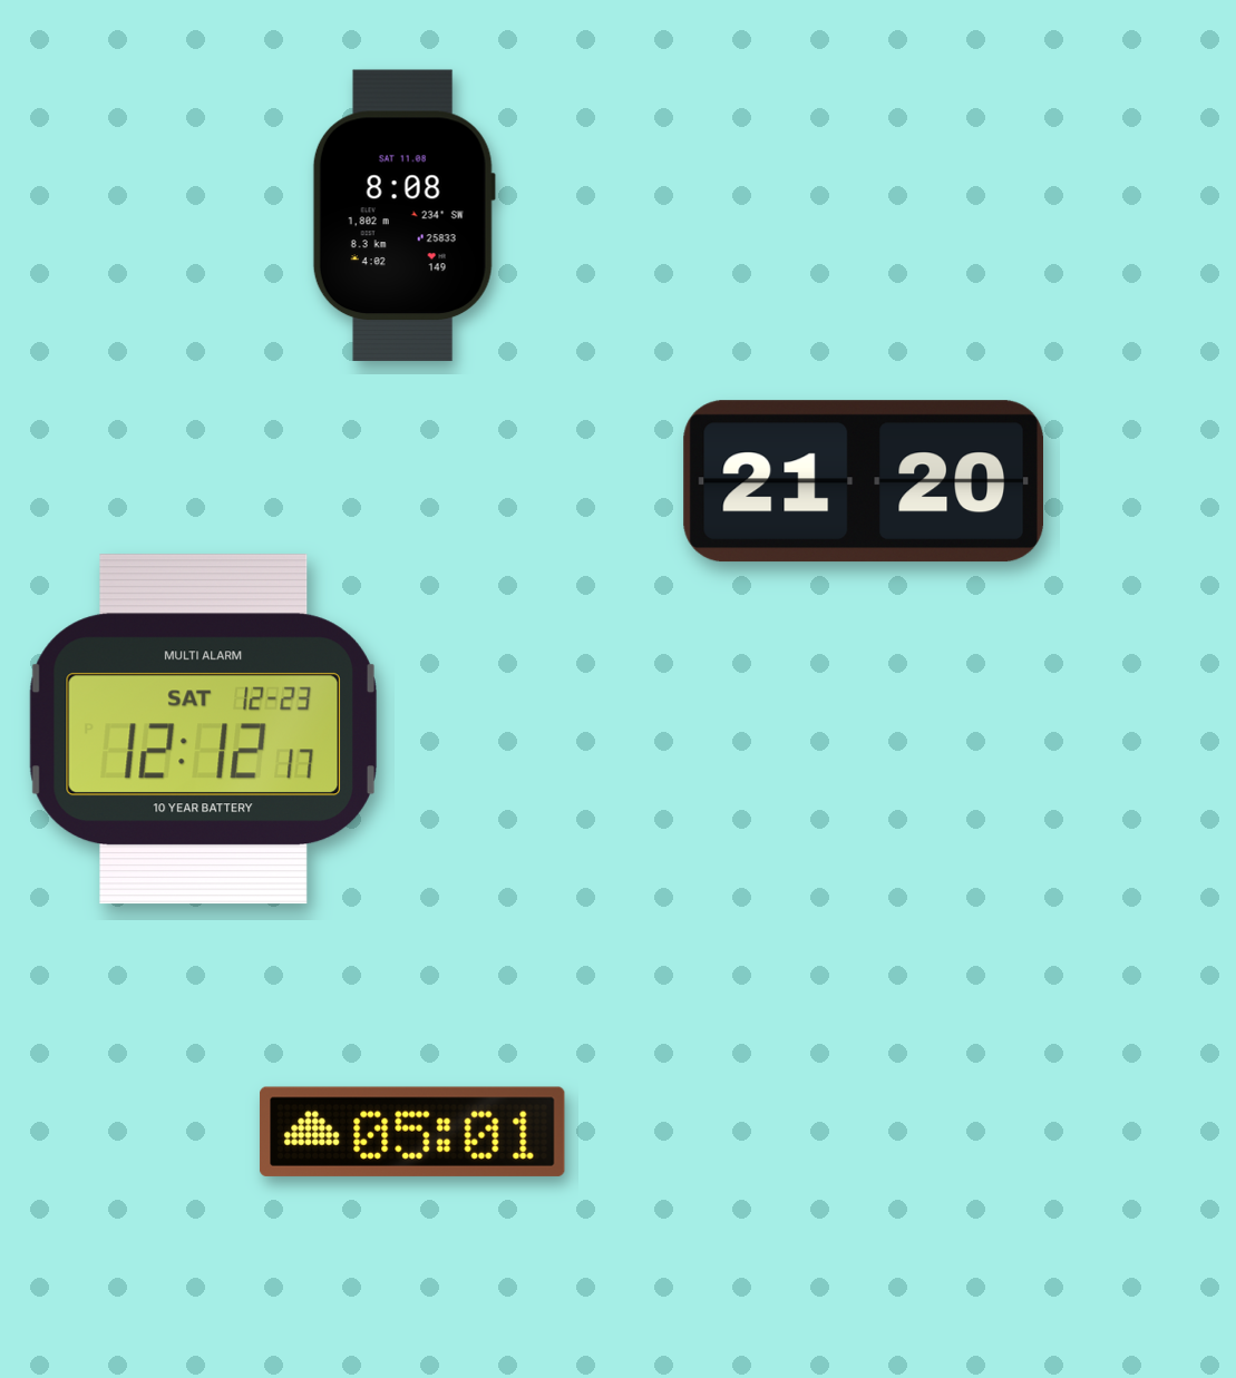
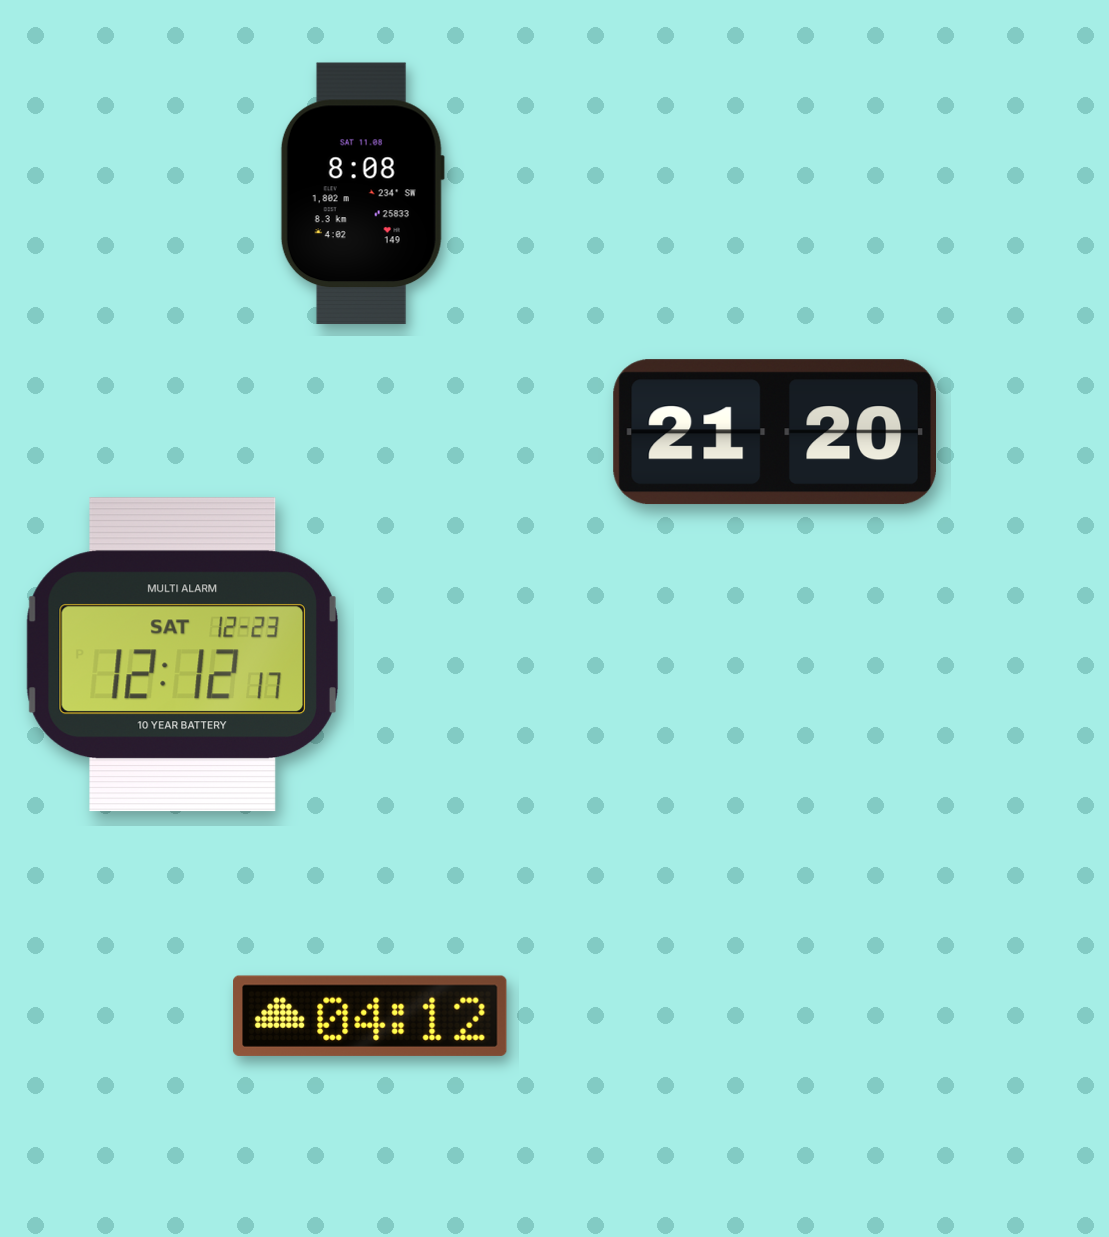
clock at (412, 1132): 05:01 -> 04:12
